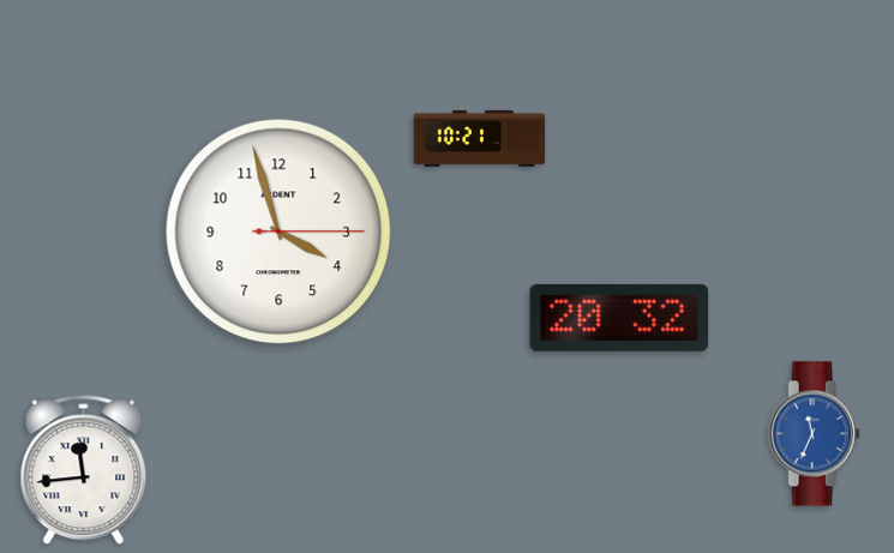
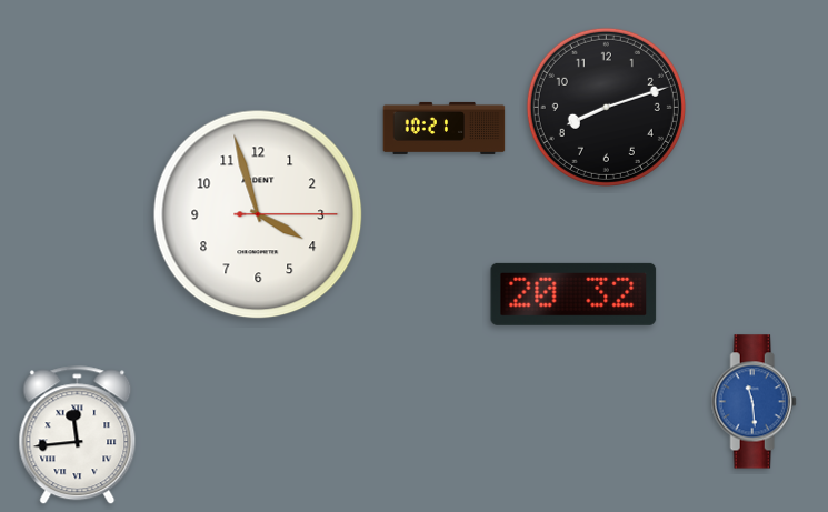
clock at (606, 107): none -> 8:12
clock at (814, 434): 11:34 -> 11:29
